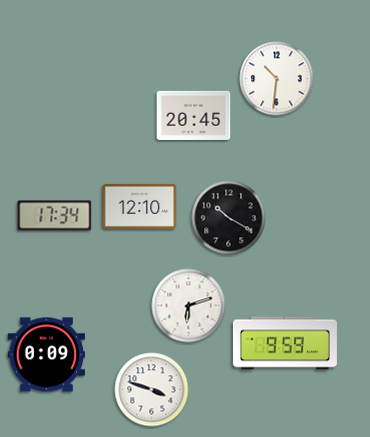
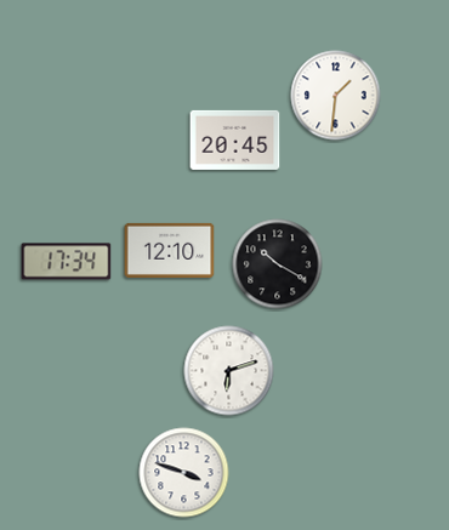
clock at (277, 79): 10:31 -> 1:31
clock at (285, 343): 9:59 -> none
clock at (47, 355): 0:09 -> none
